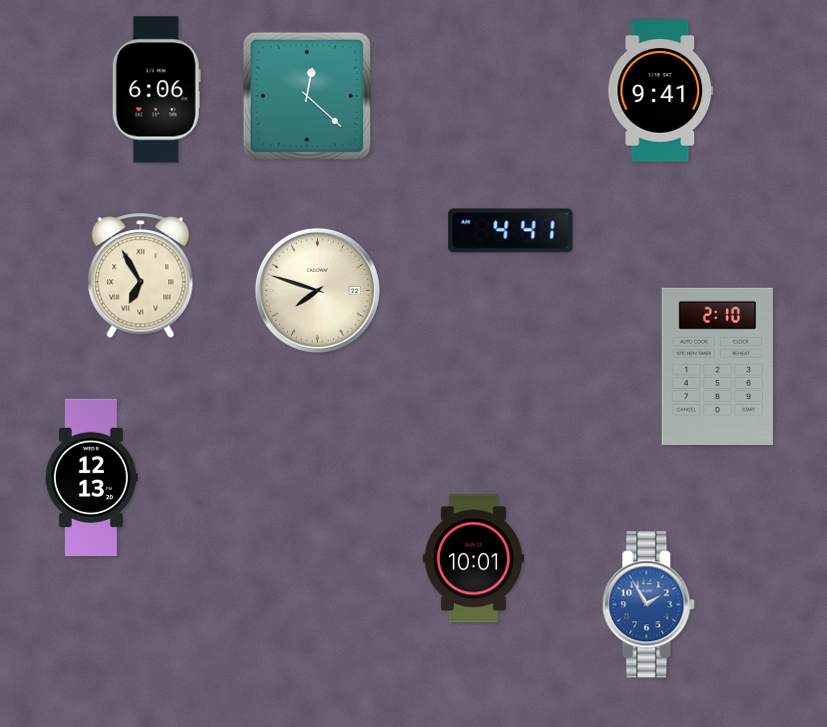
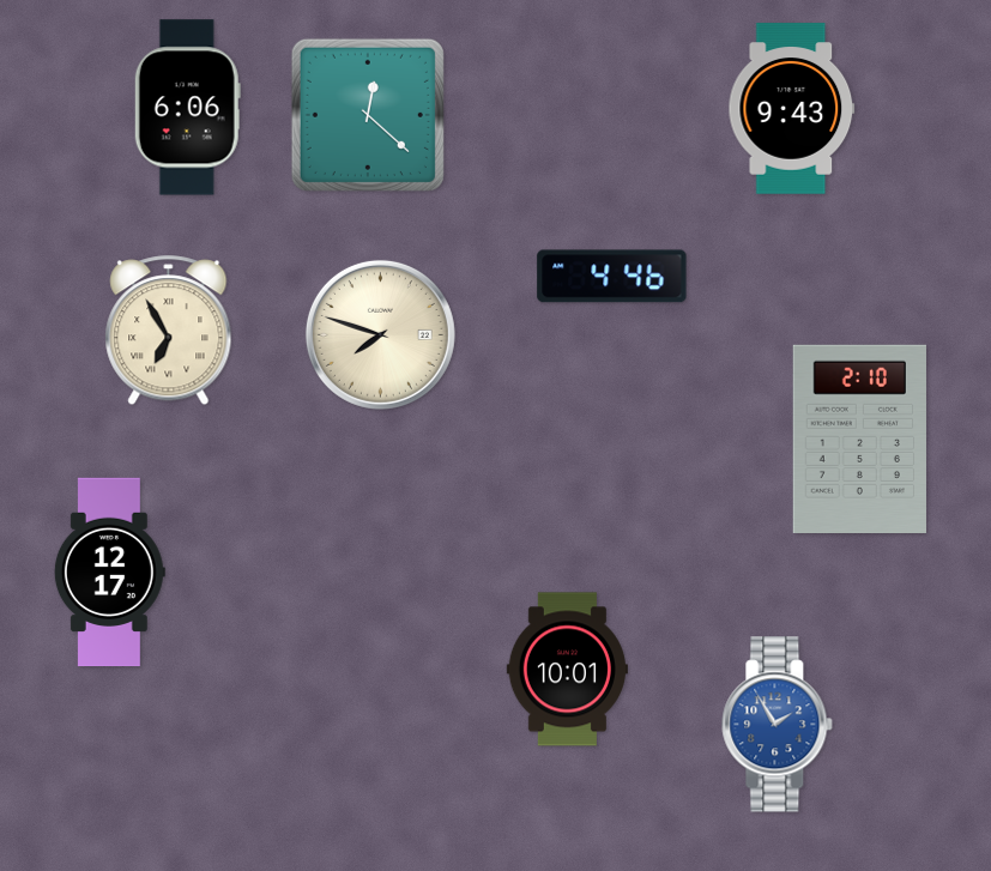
clock at (661, 91): 9:41 -> 9:43
clock at (511, 231): 4:41 -> 4:46
clock at (317, 290) position: (317, 290) -> (380, 334)
clock at (91, 478): 12:13 -> 12:17
